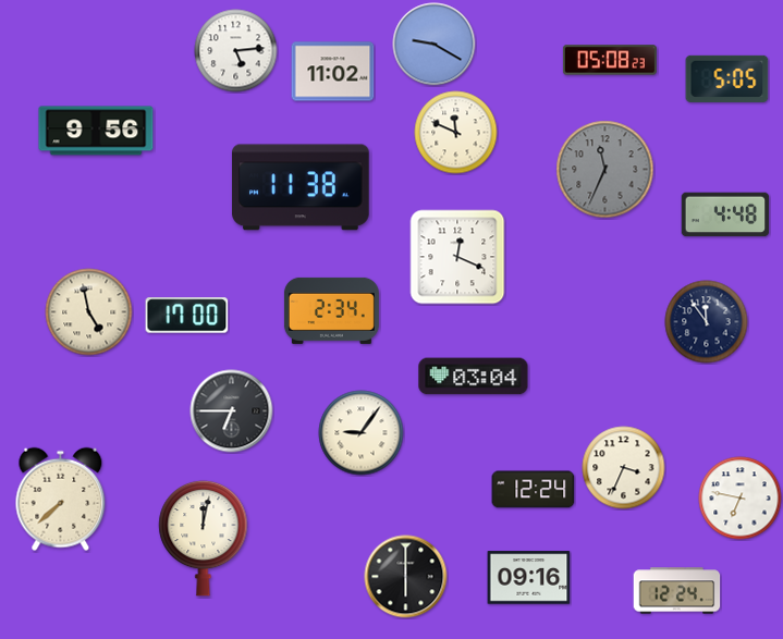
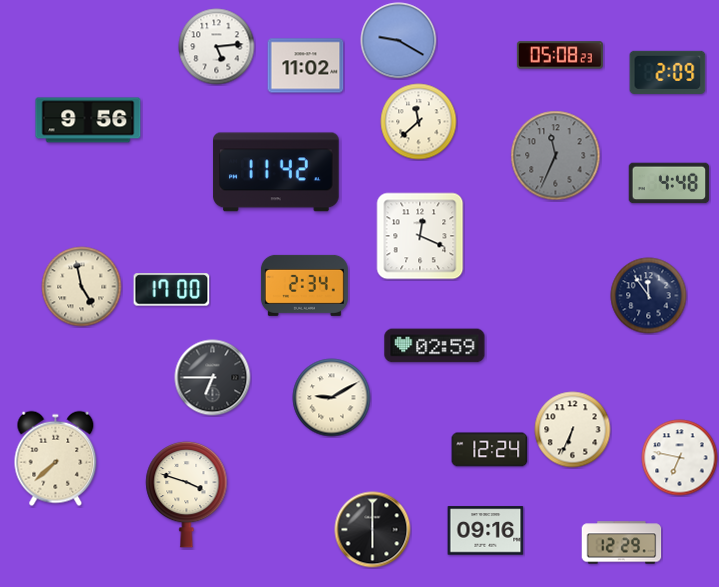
clock at (727, 78): 5:05 -> 2:09
clock at (456, 133): 11:49 -> 11:38
clock at (301, 187): 11:38 -> 11:42
clock at (725, 214) position: (725, 214) -> (669, 183)
clock at (474, 377): 03:04 -> 02:59
clock at (362, 433): 9:06 -> 9:10
clock at (624, 468): 3:34 -> 6:34
clock at (204, 538): 12:02 -> 3:48
clock at (677, 591): 12:24 -> 12:29
